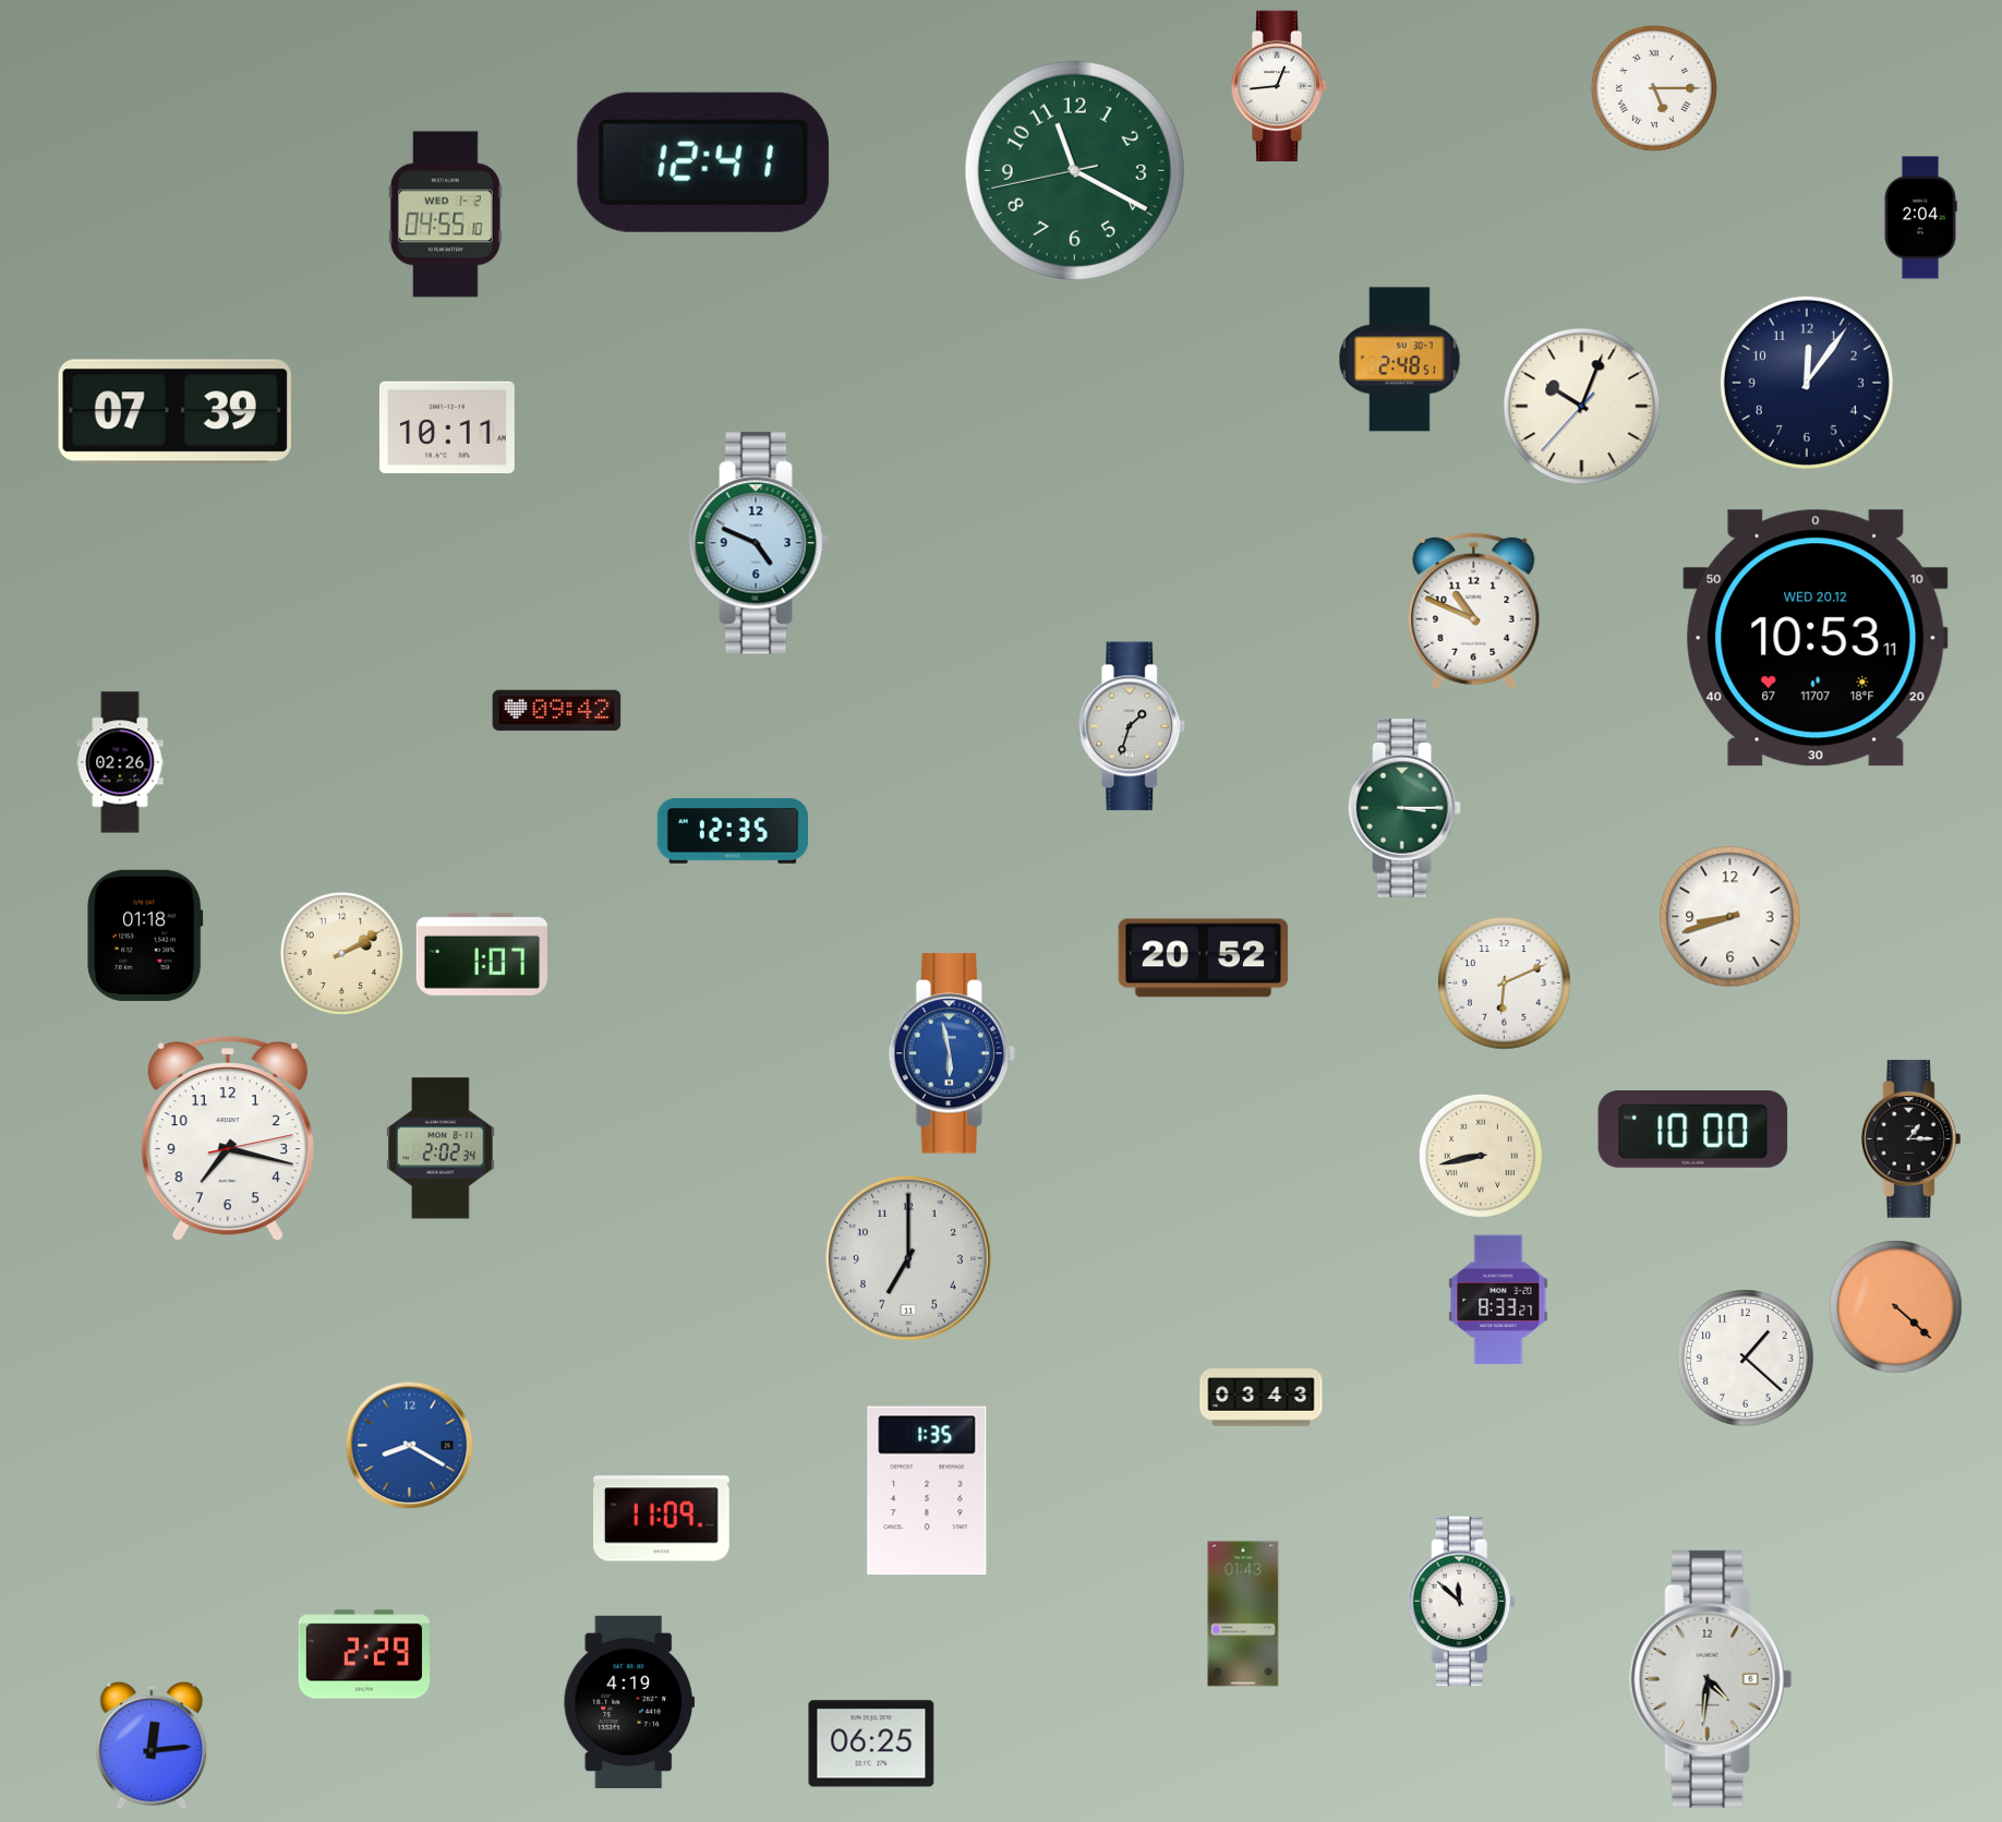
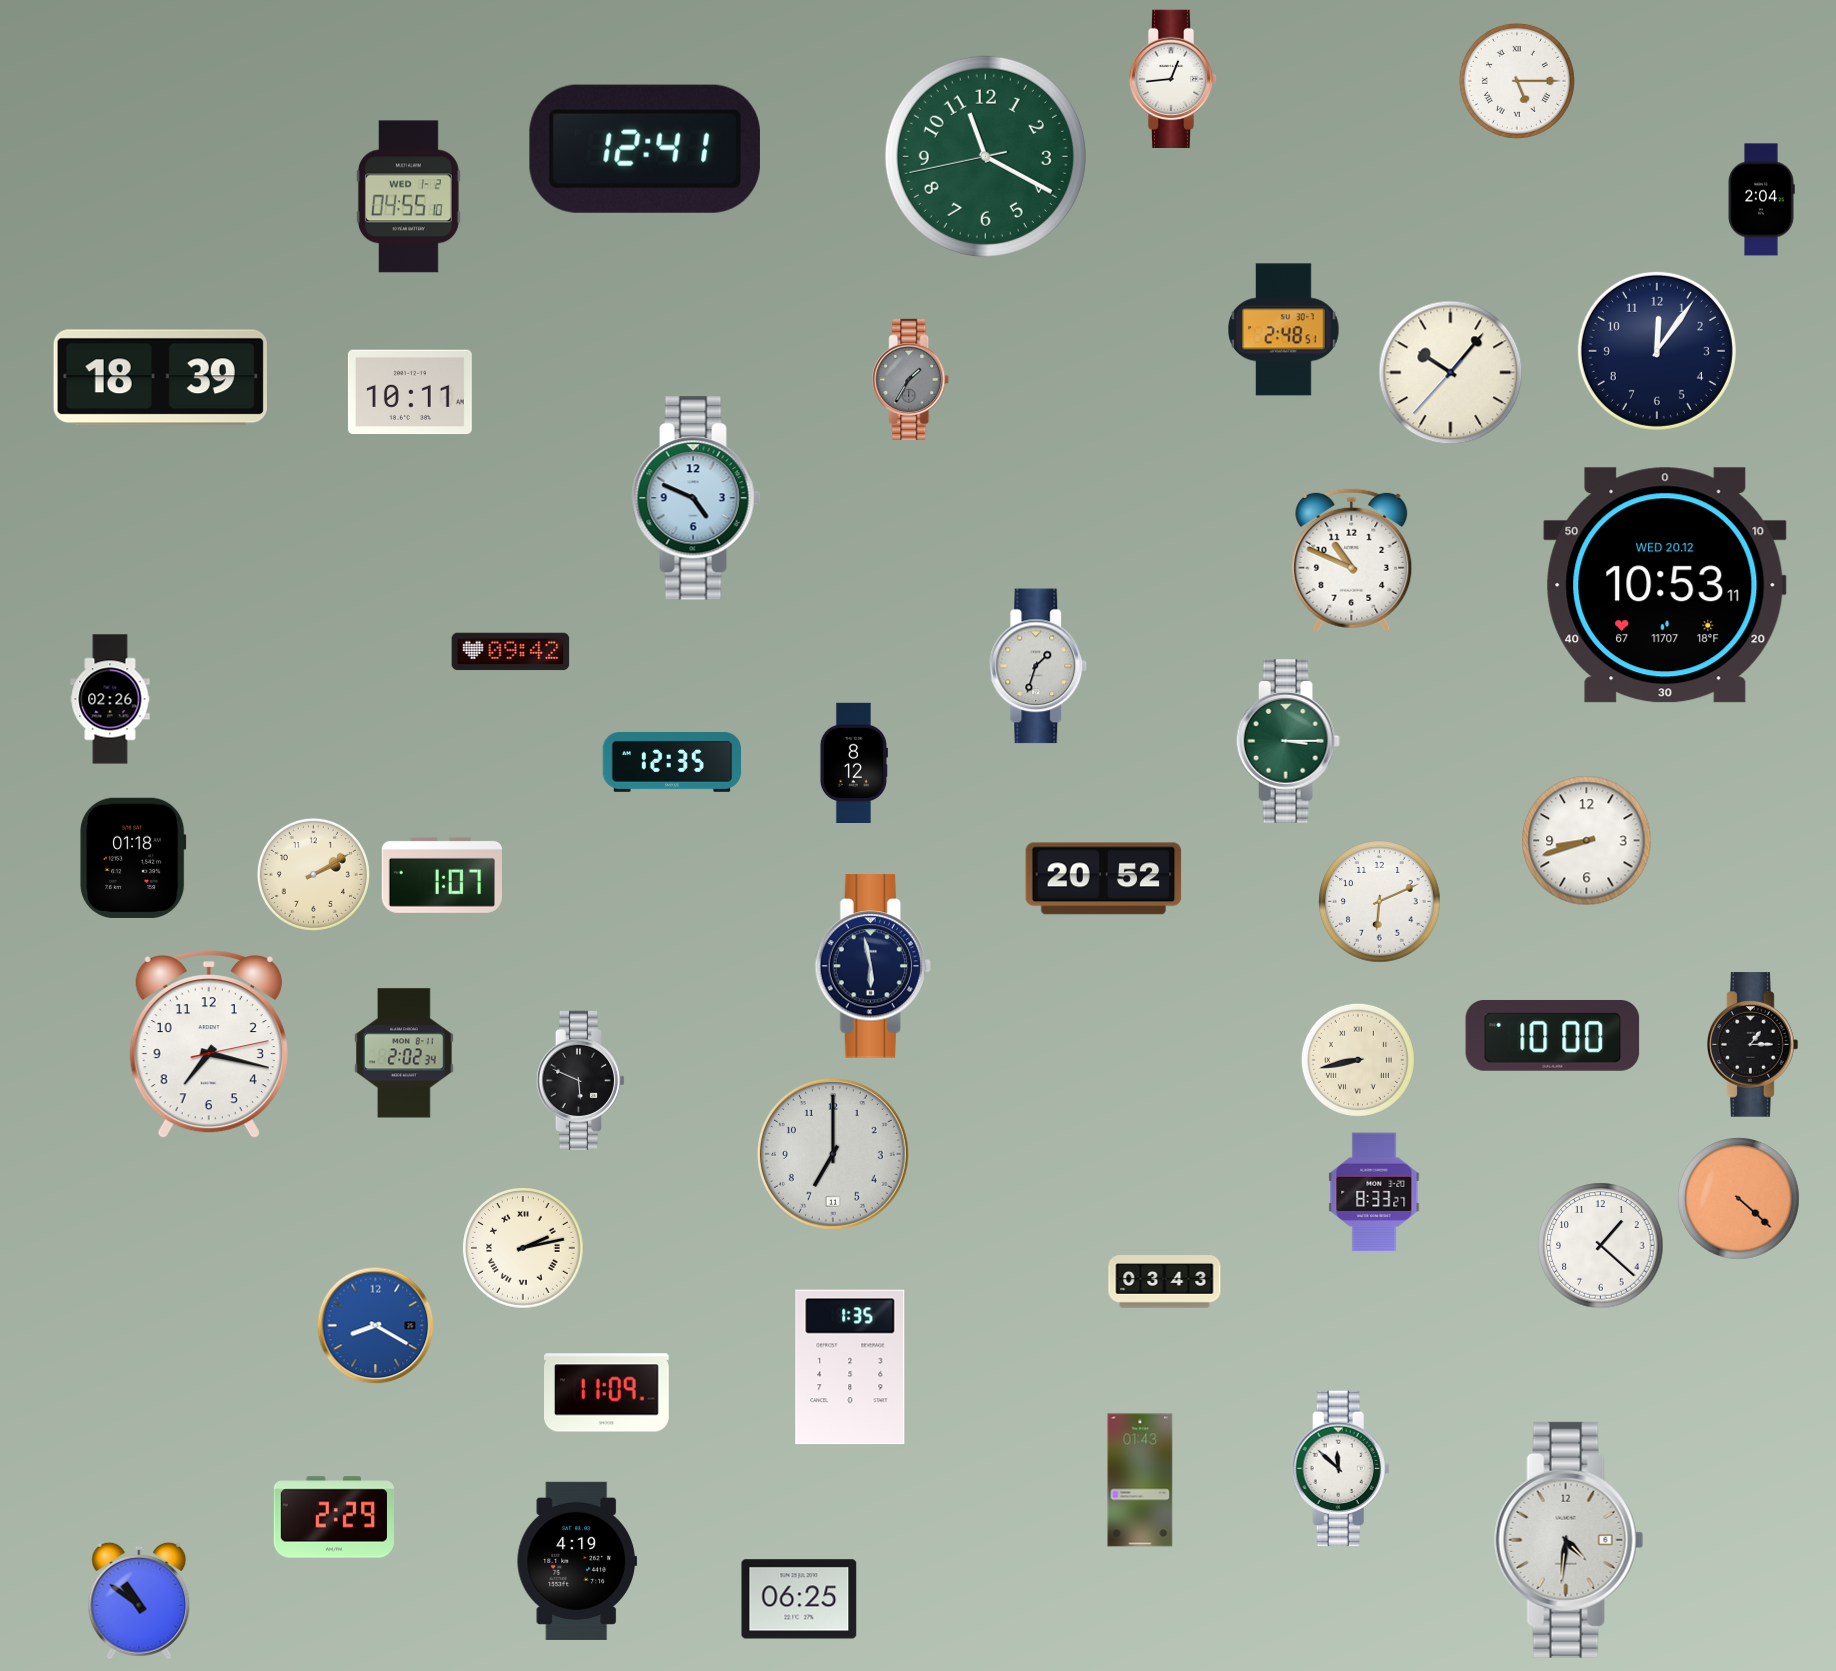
clock at (1582, 407): 10:03 -> 10:06
clock at (174, 412): 07:39 -> 18:39
clock at (911, 379): none -> 1:35
clock at (853, 762): none -> 8:12
clock at (952, 1053) dial: blue -> navy
clock at (581, 1080): none -> 5:49
clock at (523, 1248): none -> 2:13
clock at (1262, 1398) position: (1262, 1398) -> (1165, 1282)
clock at (152, 1746): 12:14 -> 10:51
